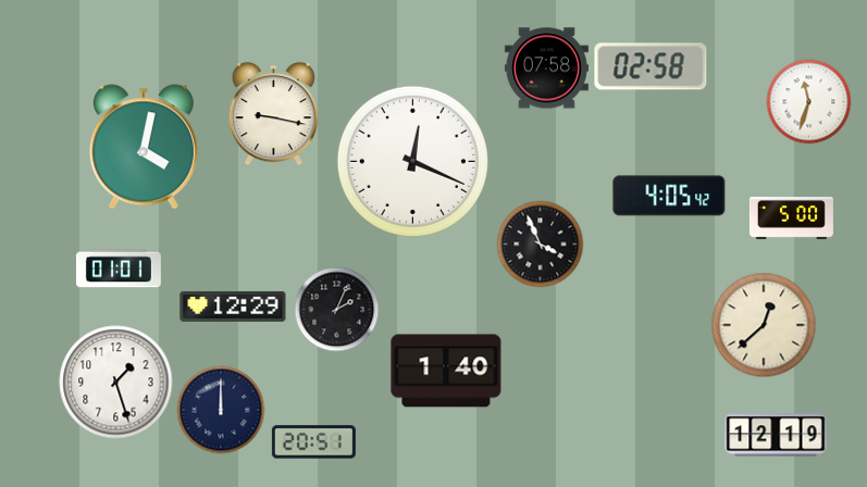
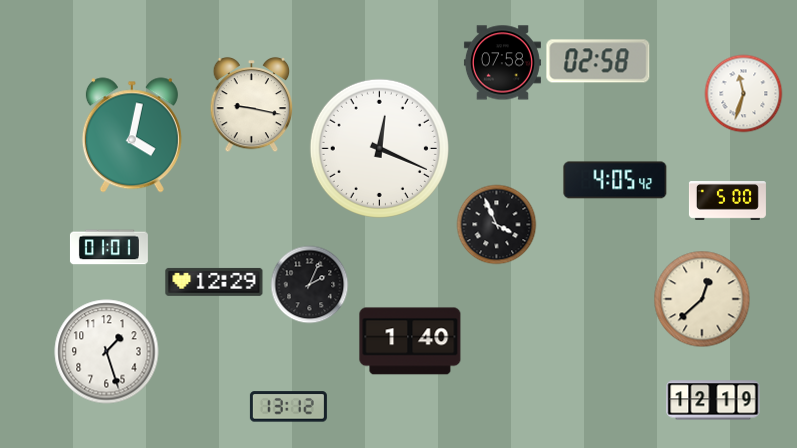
clock at (221, 410): 12:00 -> none
clock at (313, 442): 20:51 -> 13:12
